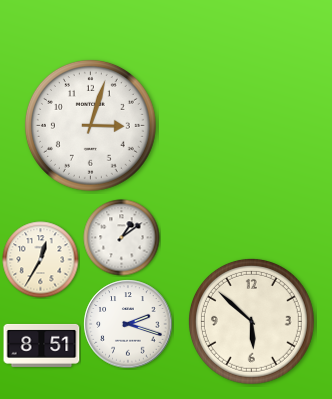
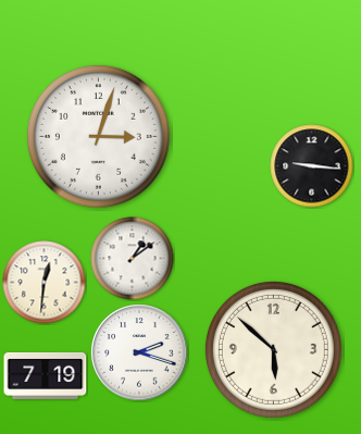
clock at (312, 166): none -> 9:16
clock at (41, 260): 12:35 -> 12:31
clock at (42, 345): 8:51 -> 7:19
